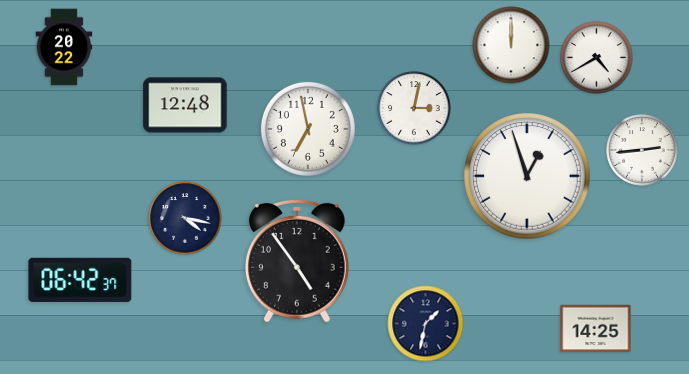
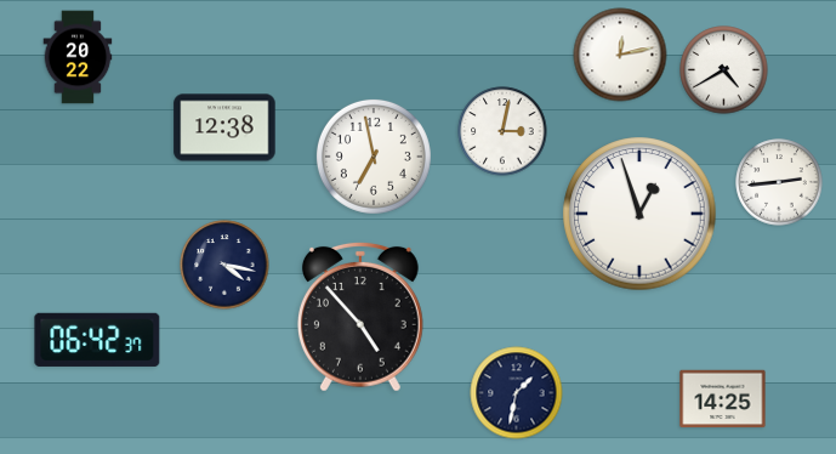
clock at (511, 45): 12:00 -> 12:13
clock at (185, 105): 12:48 -> 12:38
clock at (297, 261): 4:54 -> 4:53
